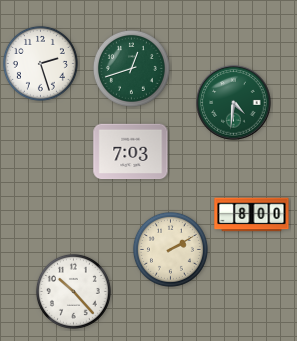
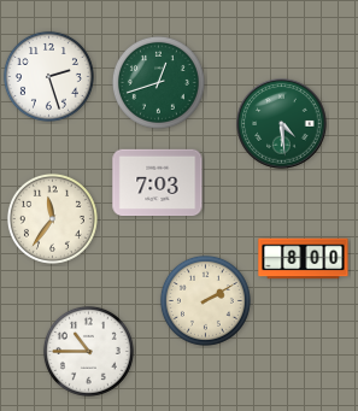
clock at (234, 103): 4:31 -> 4:29
clock at (52, 218): none -> 11:36
clock at (73, 291): 10:23 -> 10:45
